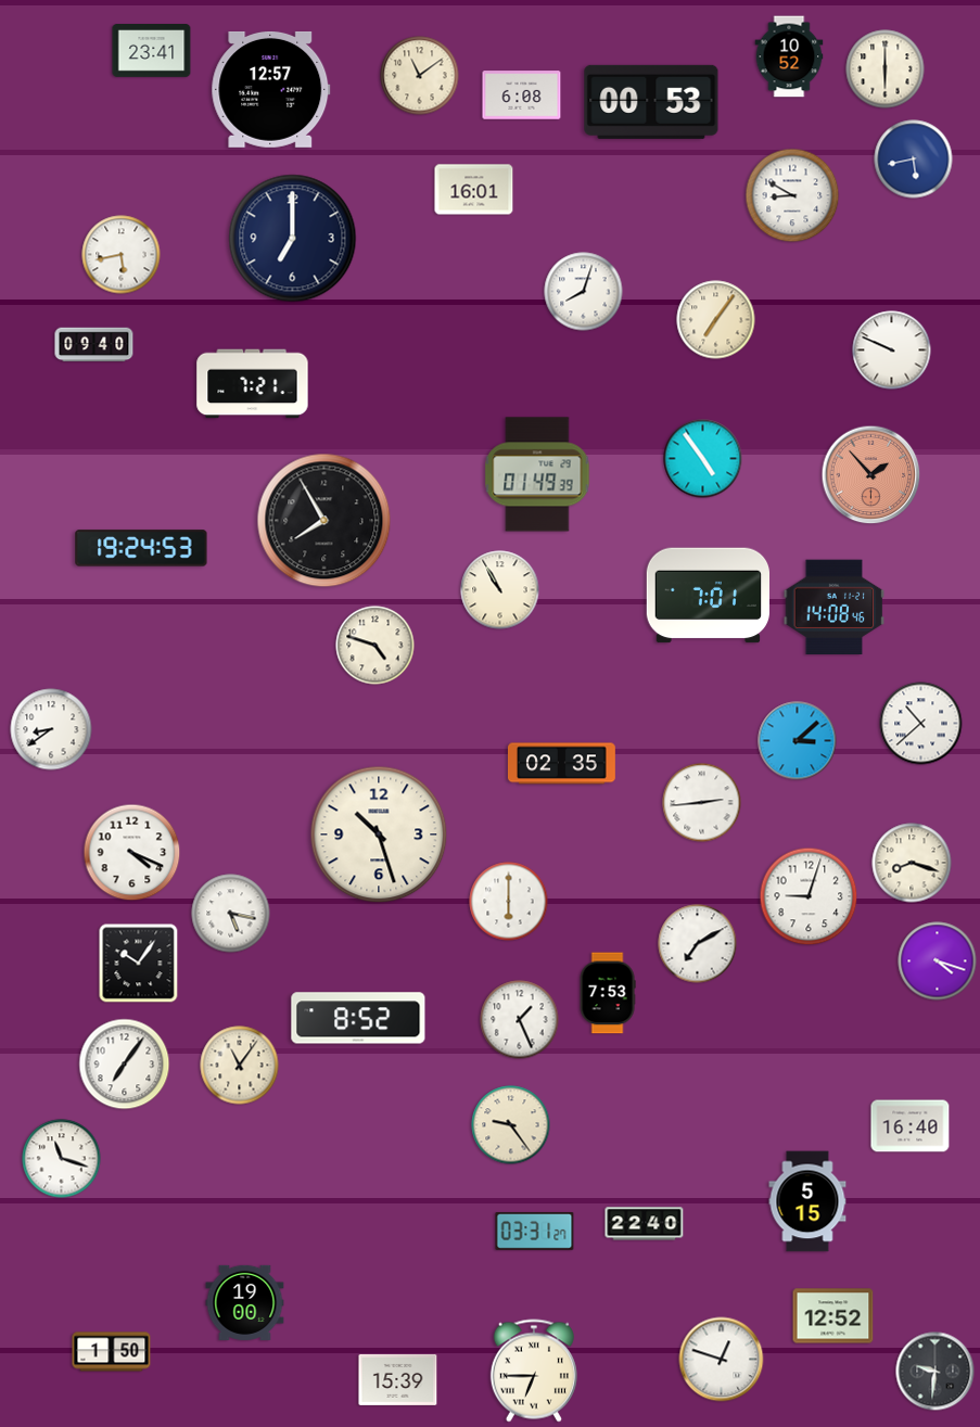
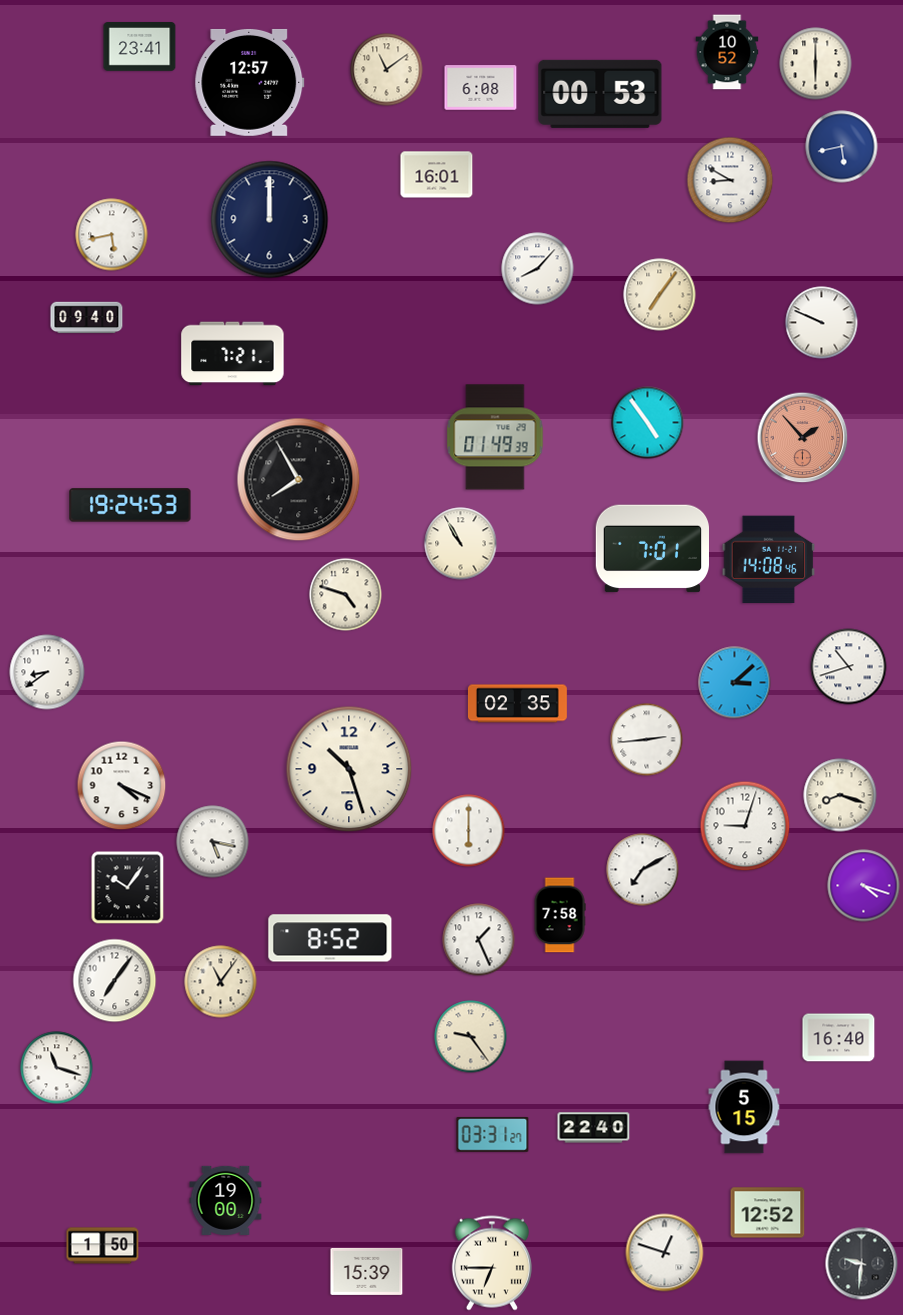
clock at (293, 239): 7:00 -> 12:00
clock at (584, 292): 8:03 -> 8:07
clock at (921, 724): 10:38 -> 10:42
clock at (608, 993): 7:53 -> 7:58
